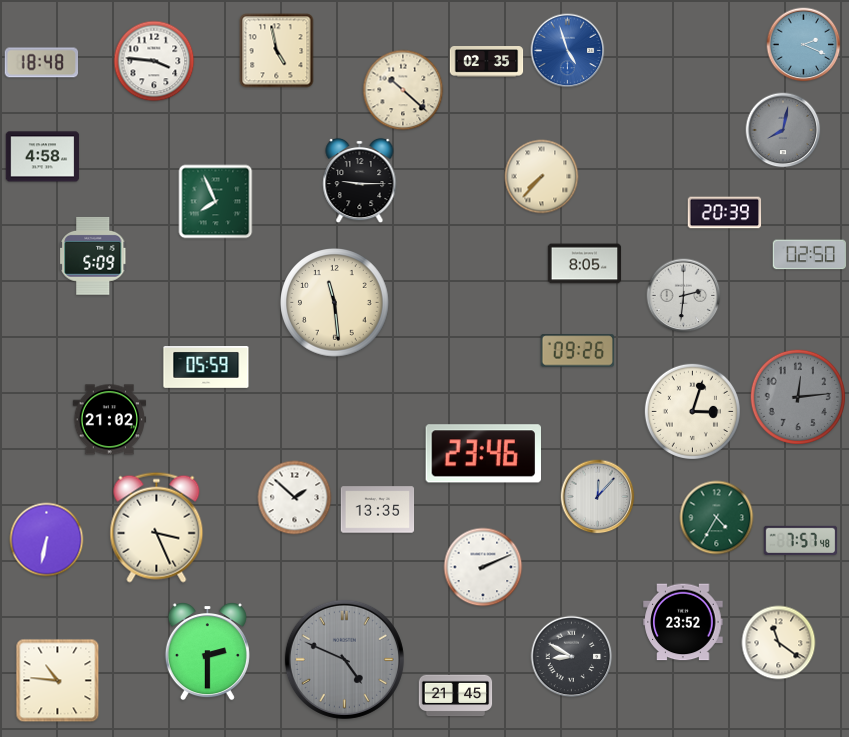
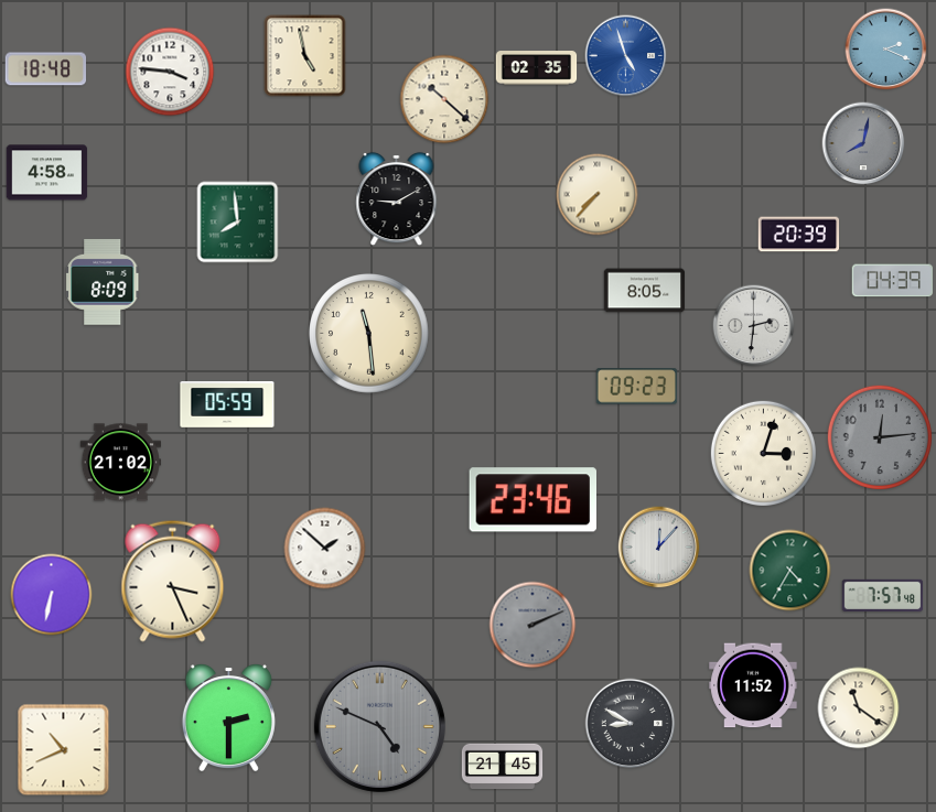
clock at (154, 61) position: (154, 61) -> (170, 72)
clock at (360, 181): 9:15 -> 9:10
clock at (216, 202): 7:56 -> 7:59
clock at (809, 255): 02:50 -> 04:39
clock at (93, 256): 5:09 -> 8:09
clock at (578, 351): 09:26 -> 09:23
clock at (378, 510): 13:35 -> none
clock at (483, 567) dial: white -> grey
clock at (683, 622): 23:52 -> 11:52
clock at (58, 681): 10:46 -> 10:41
